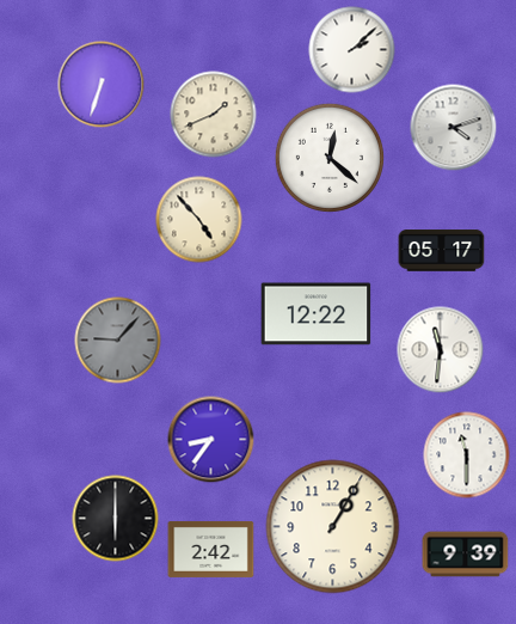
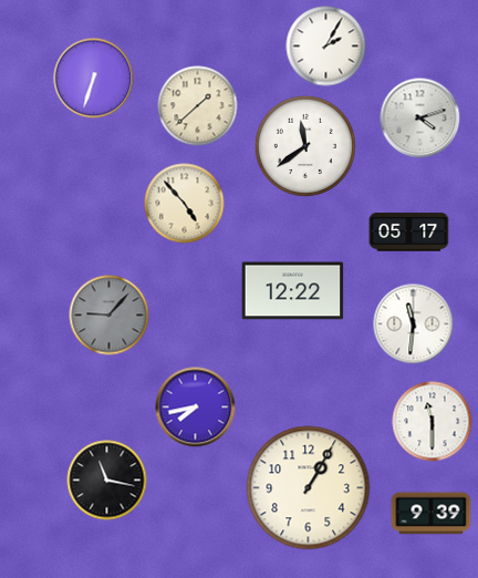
clock at (352, 50): 2:08 -> 2:05
clock at (214, 115): 1:41 -> 1:38
clock at (330, 158): 12:22 -> 11:39
clock at (441, 350) position: (441, 350) -> (414, 324)
clock at (211, 440): 8:36 -> 7:43
clock at (116, 519): 6:00 -> 11:17
clock at (211, 549): 2:42 -> none
